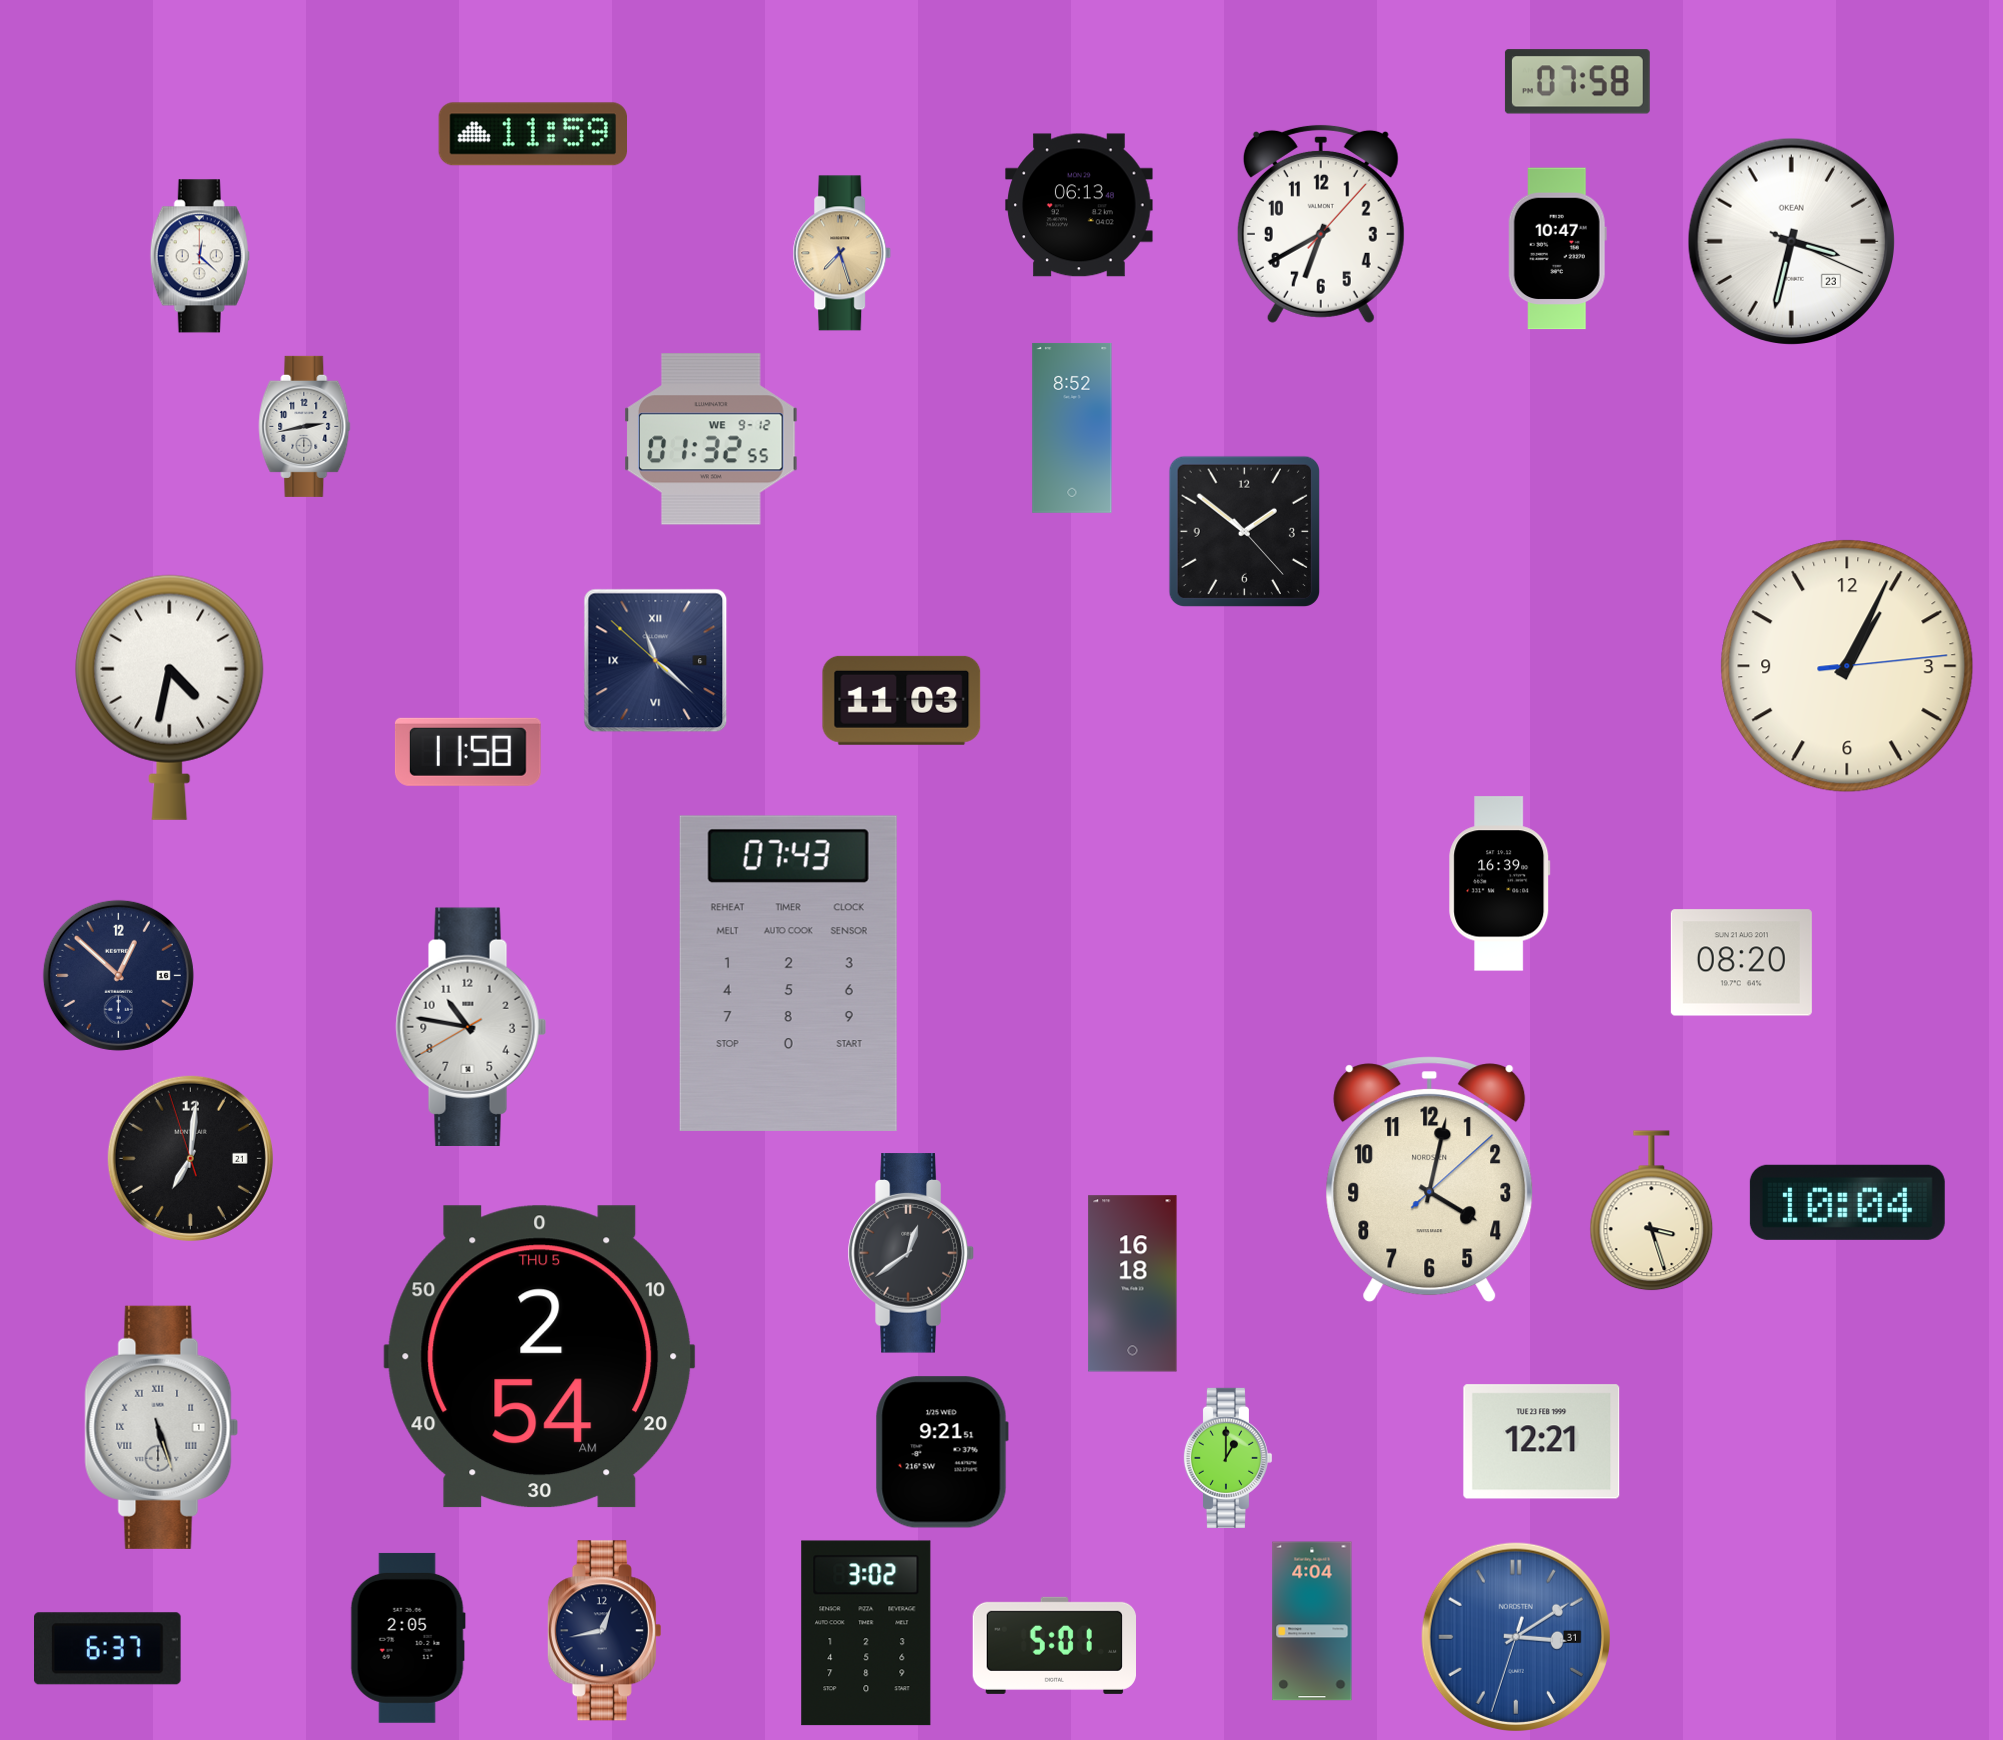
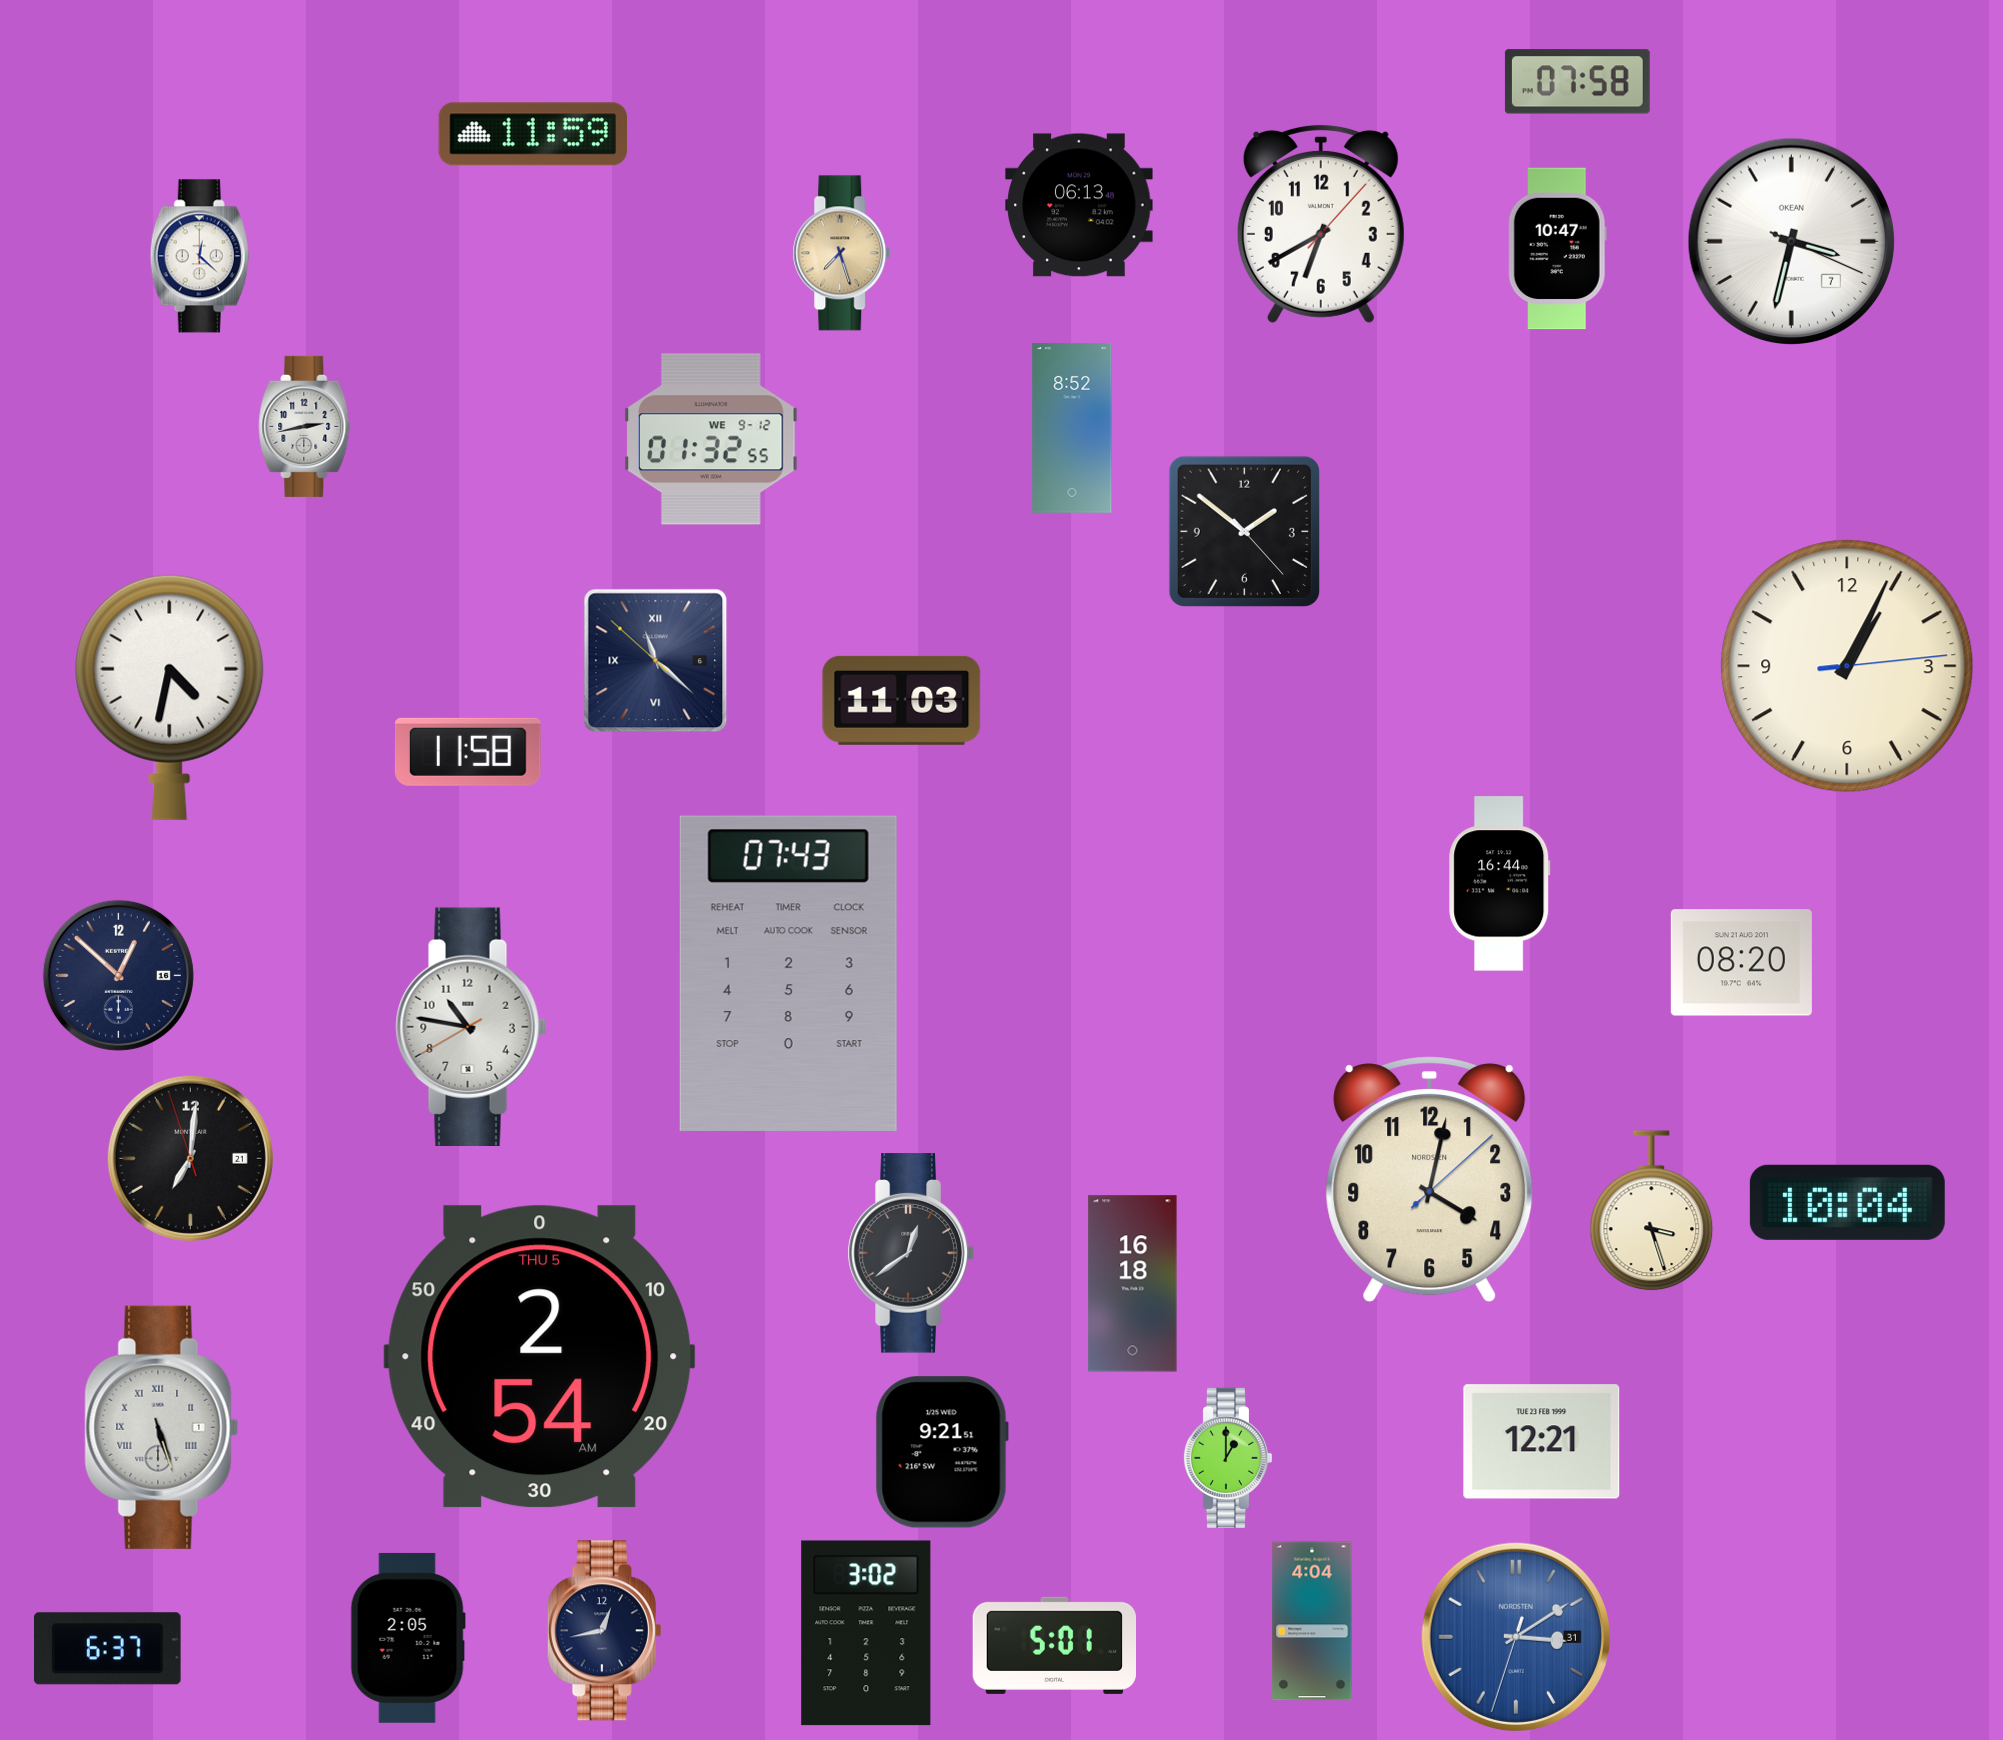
clock at (1791, 241) date: 23 -> 7
clock at (1500, 884): 16:39 -> 16:44
